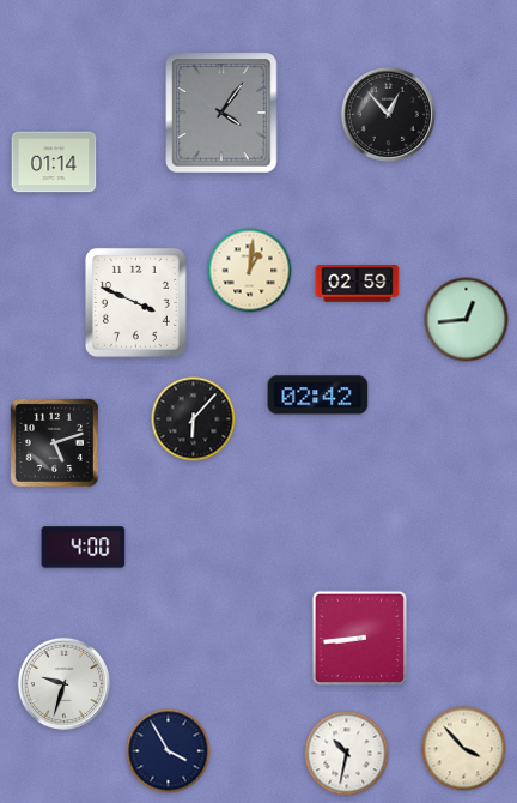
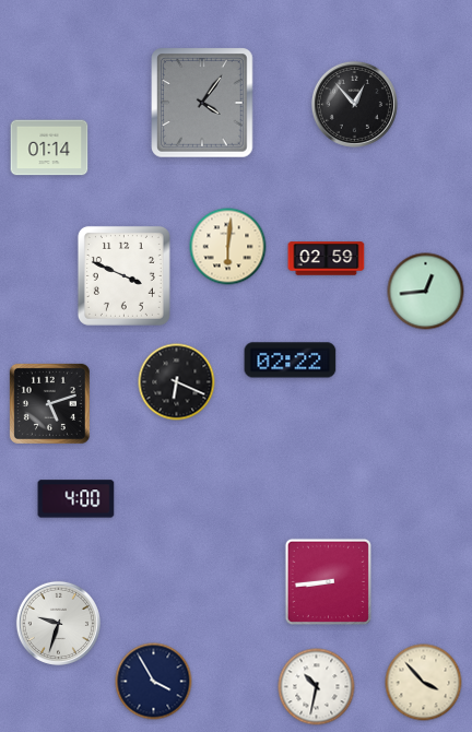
clock at (250, 271): 1:01 -> 6:01
clock at (318, 396): 02:42 -> 02:22
clock at (194, 419): 6:07 -> 6:19
clock at (169, 751) position: (169, 751) -> (154, 682)
